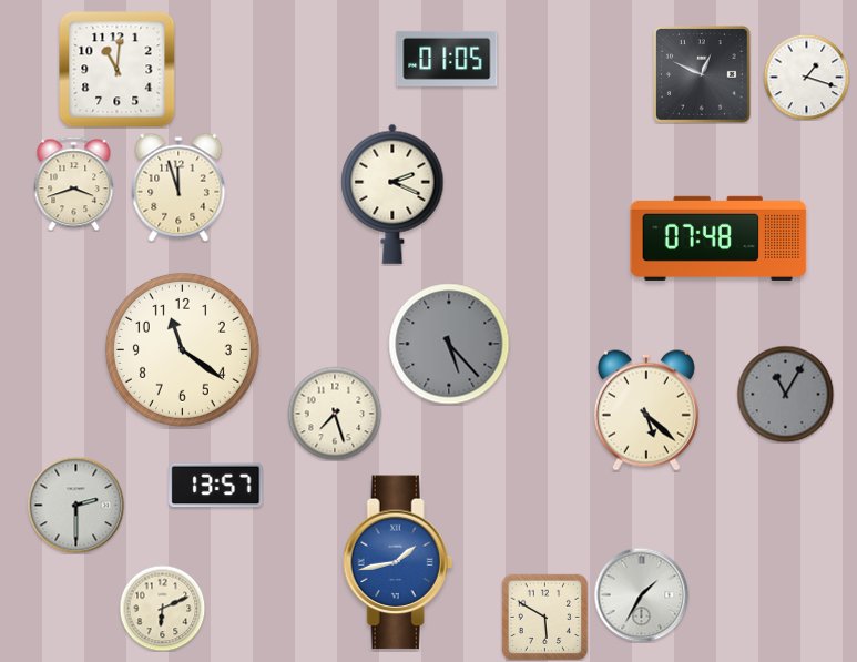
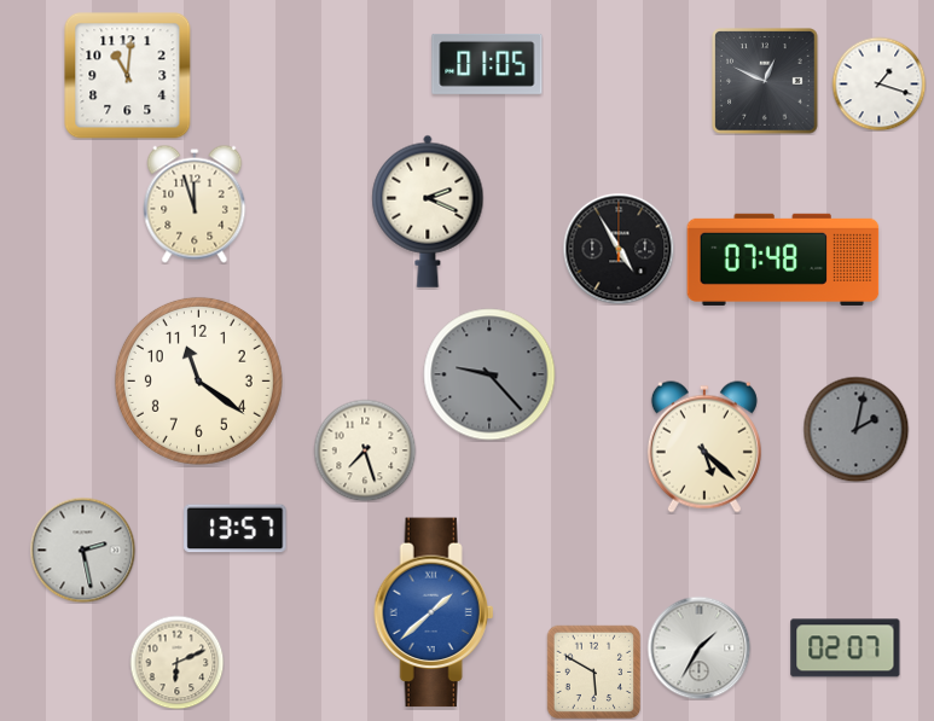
clock at (74, 183): 3:42 -> none
clock at (619, 249): none -> 4:55
clock at (449, 344): 5:23 -> 9:23
clock at (785, 394): 11:05 -> 2:02
clock at (75, 505): 2:30 -> 2:28
clock at (398, 562): 1:43 -> 1:38
clock at (846, 649): none -> 02:07
